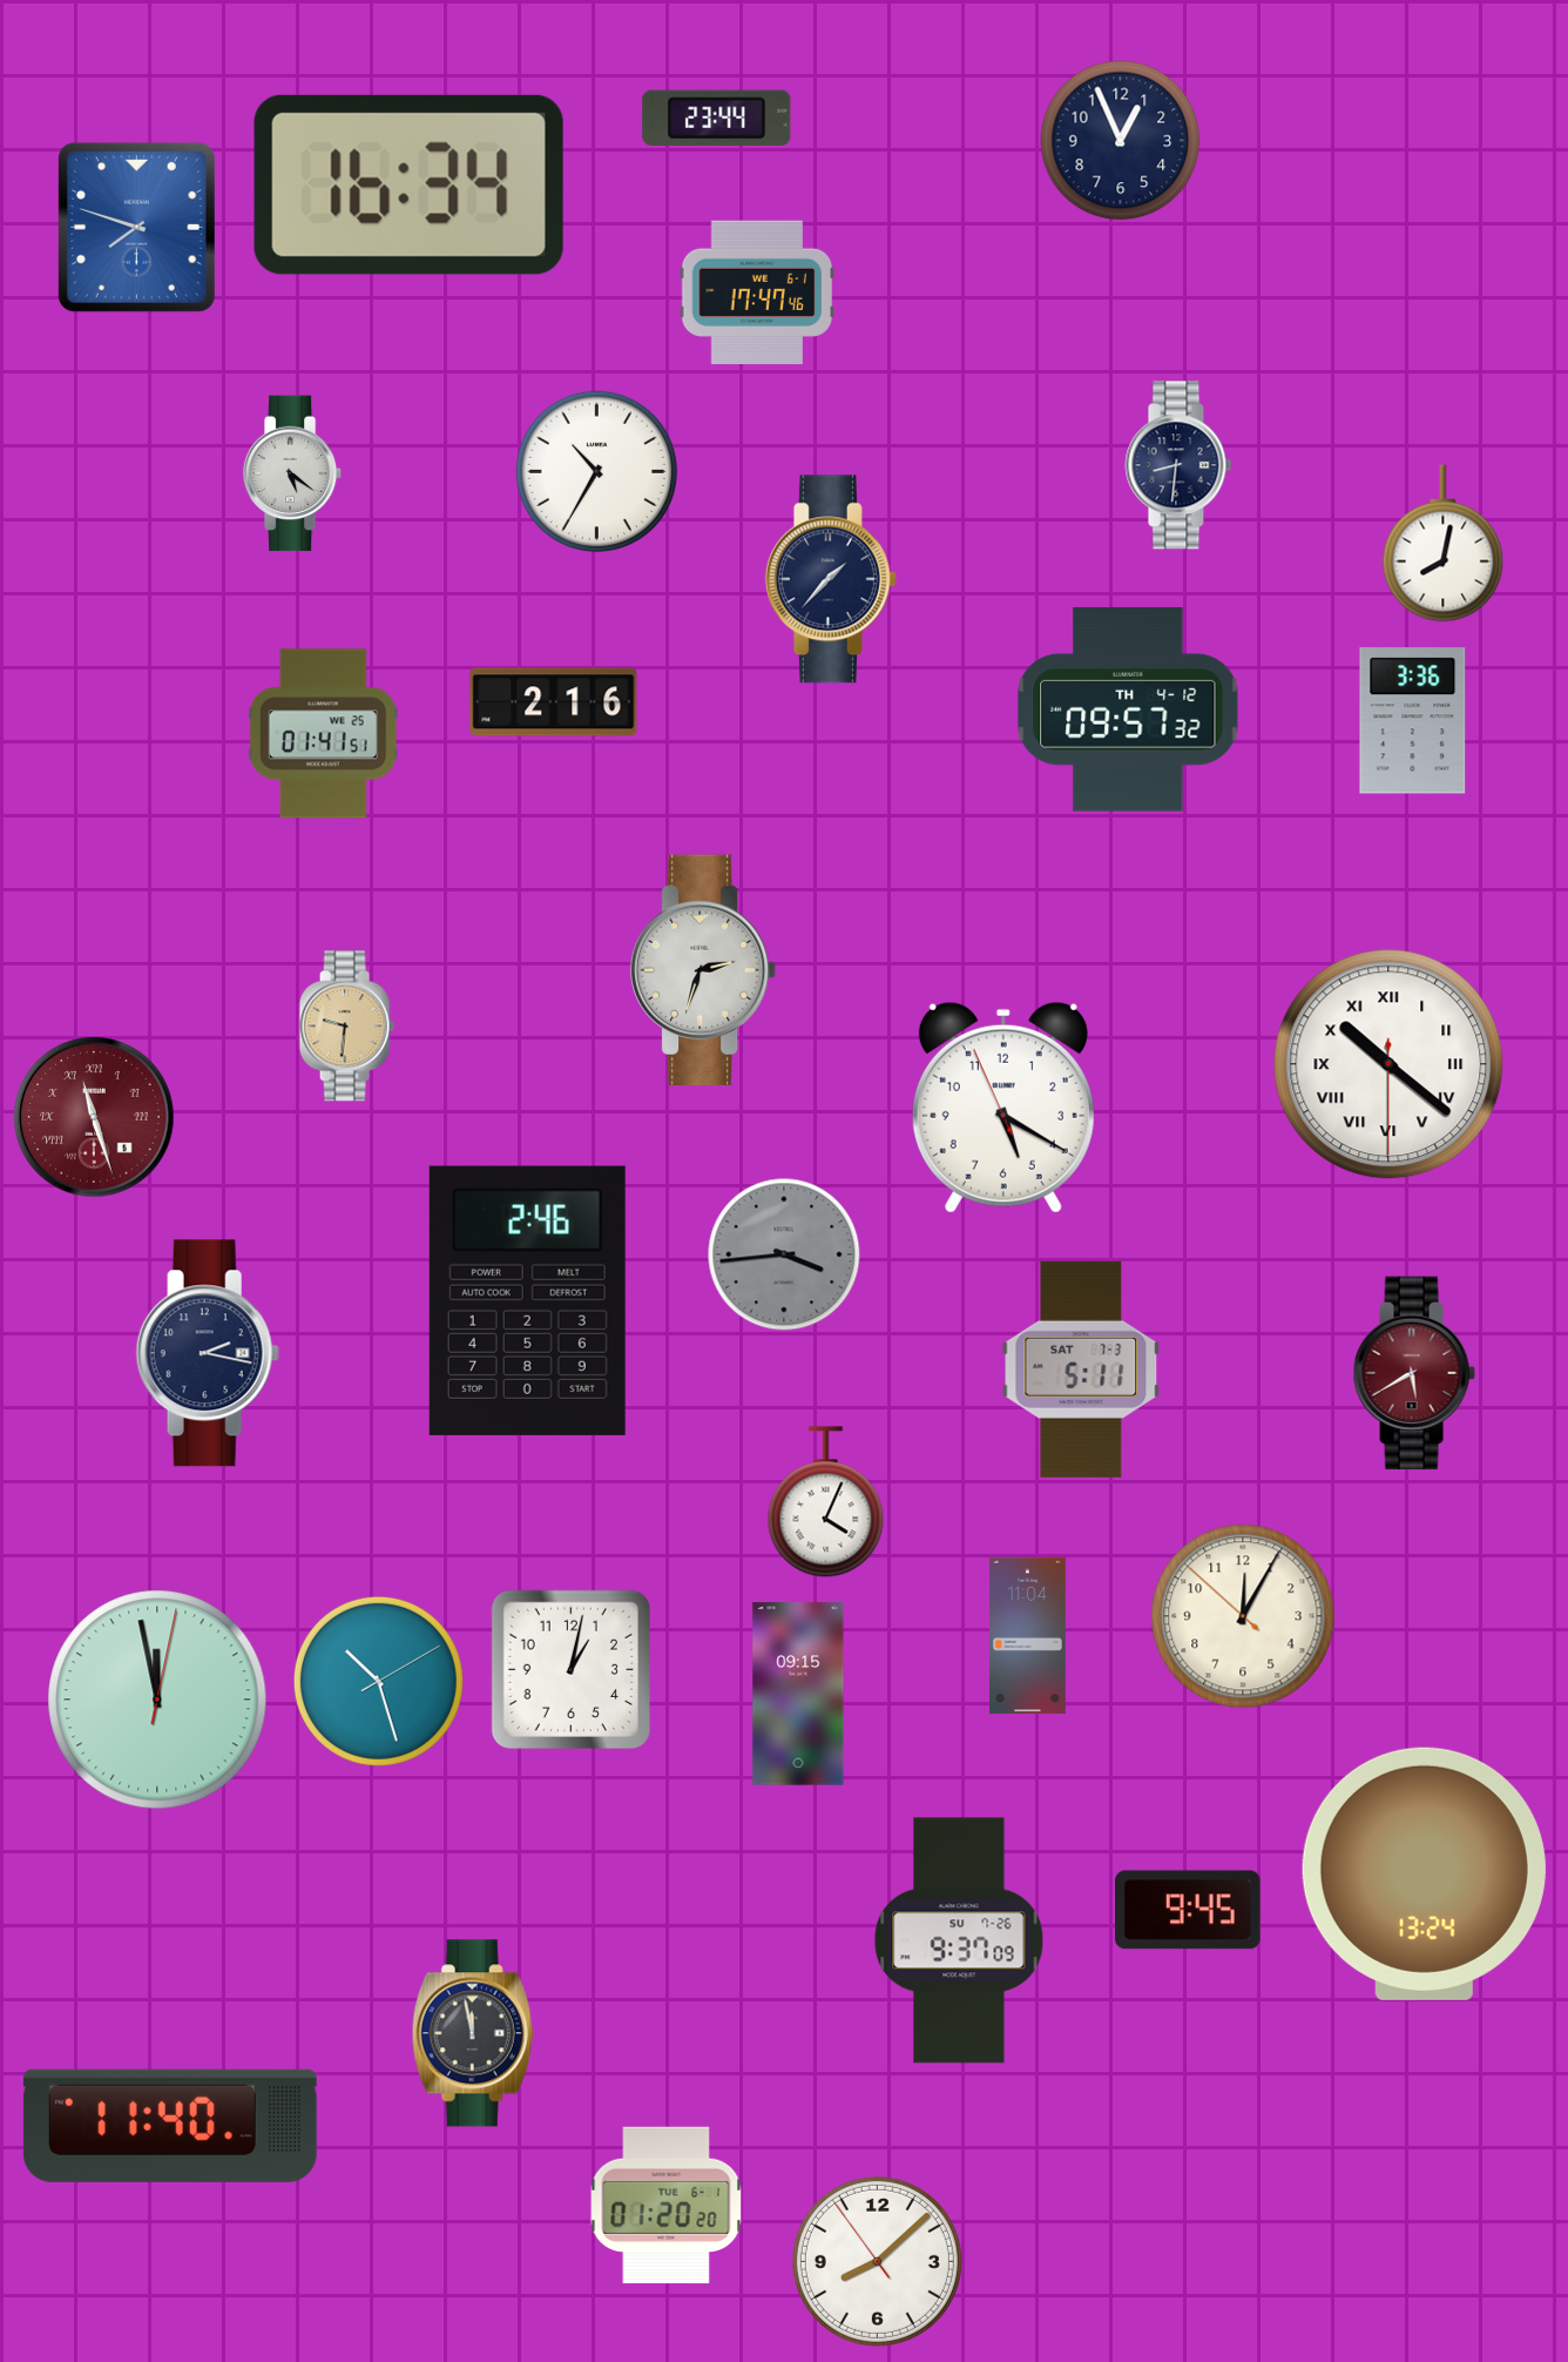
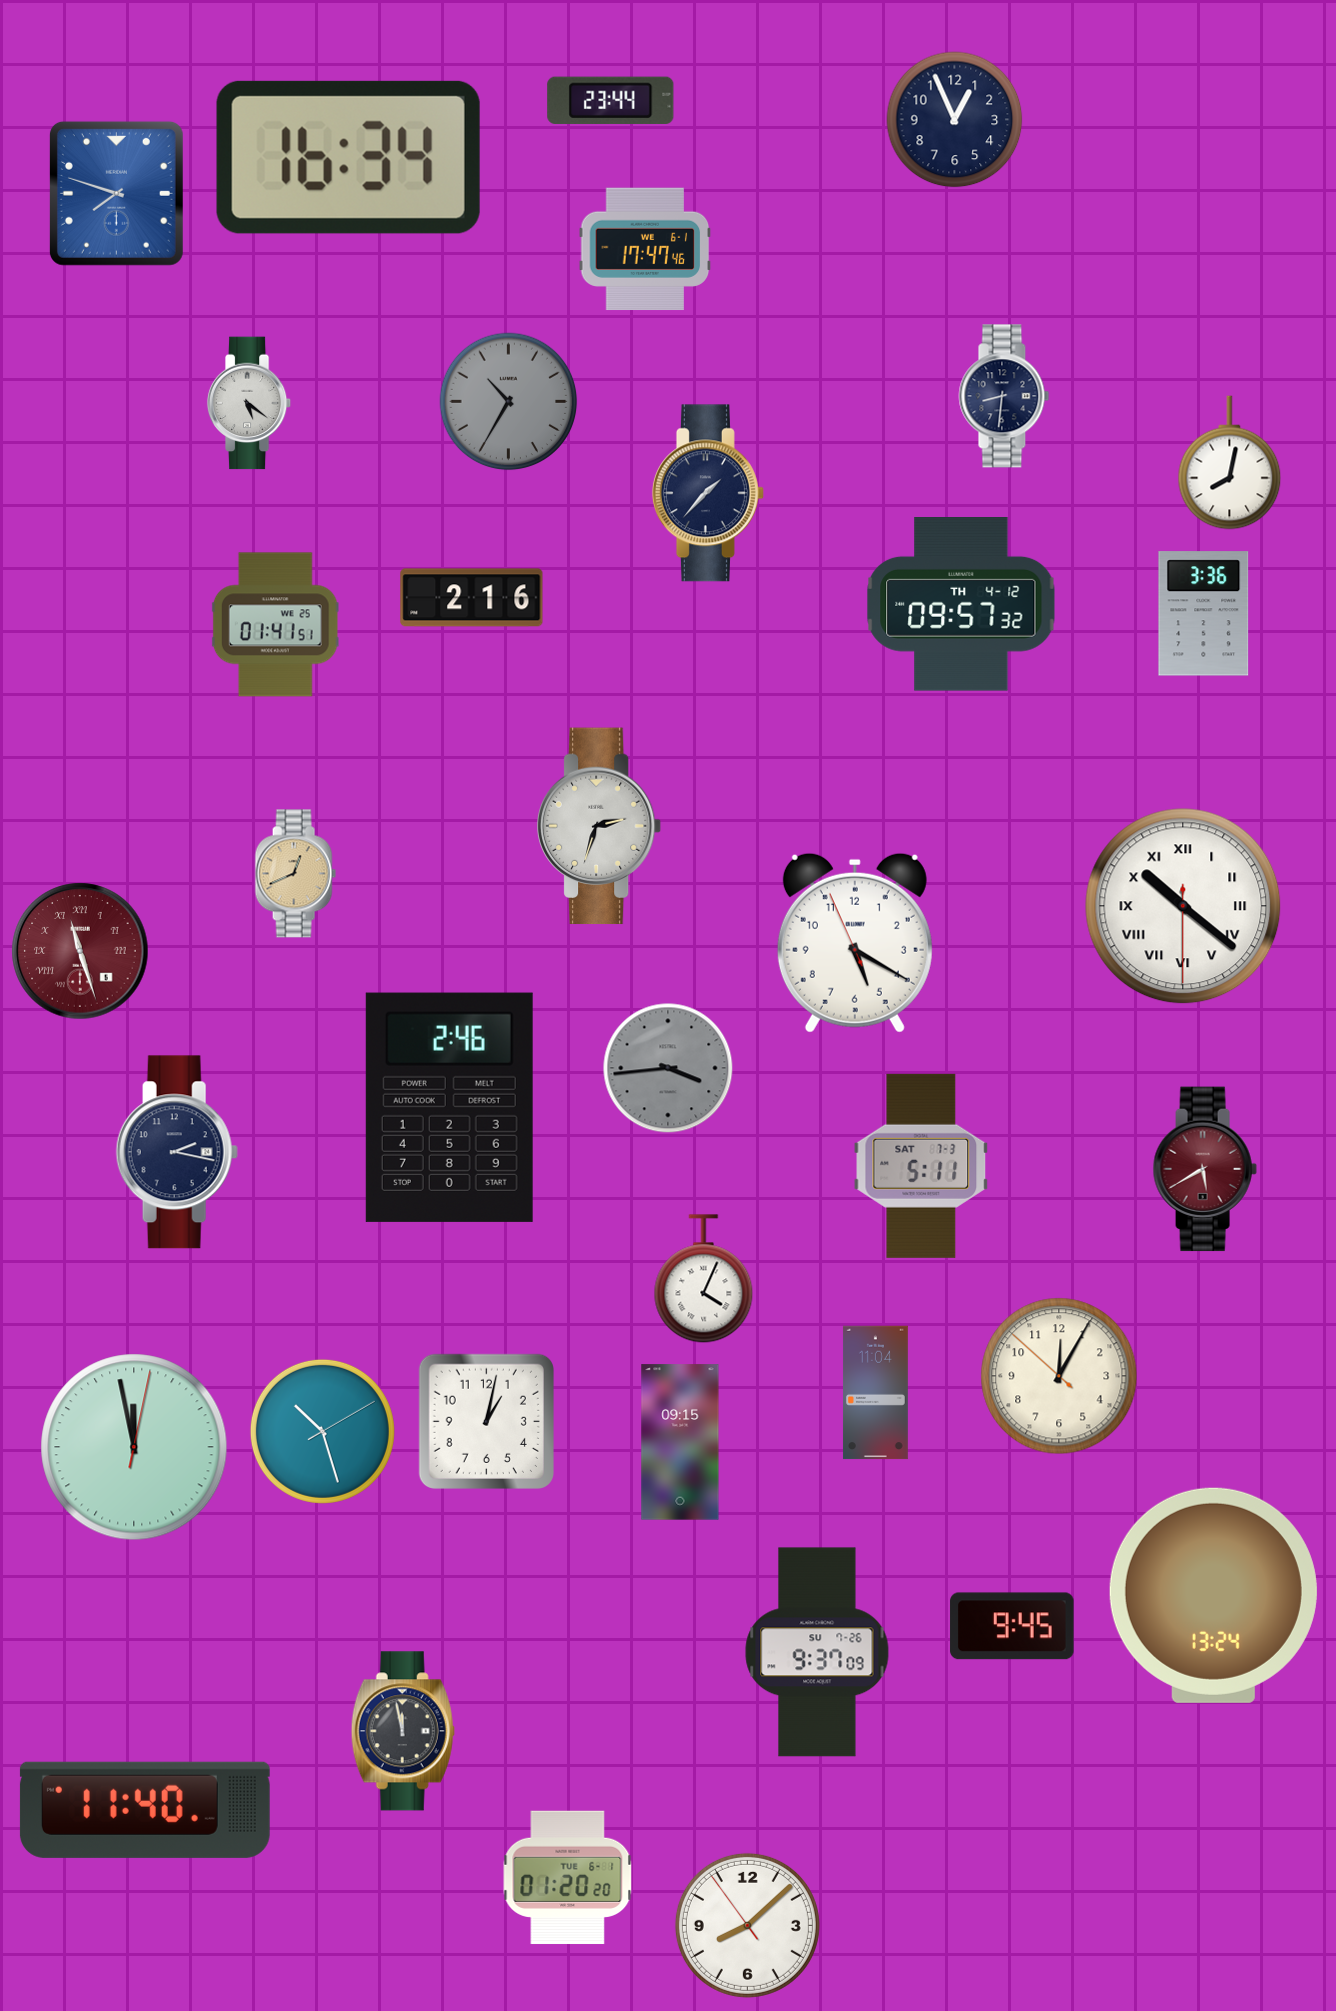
clock at (597, 472) dial: white -> grey
clock at (346, 1027): 9:31 -> 12:41
